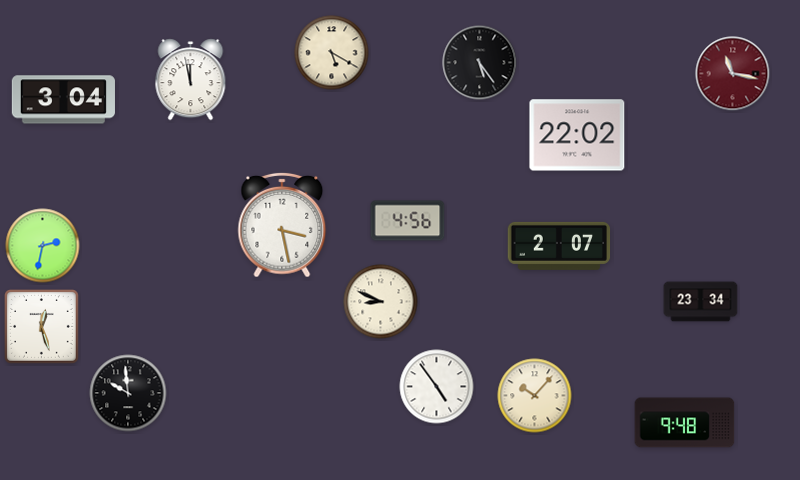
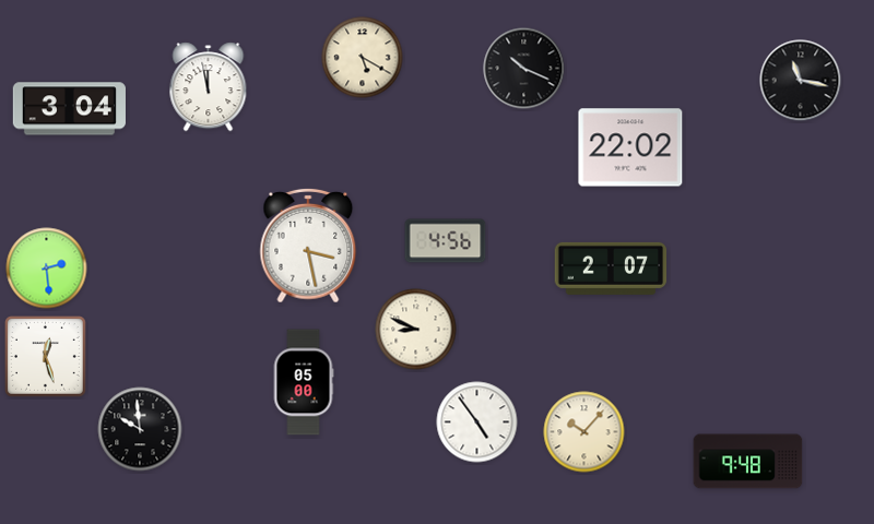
clock at (480, 63): 5:24 -> 10:19
clock at (733, 74) dial: burgundy -> black
clock at (43, 246): 2:32 -> 2:29
clock at (701, 302): 23:34 -> none
clock at (304, 382): none -> 05:00
